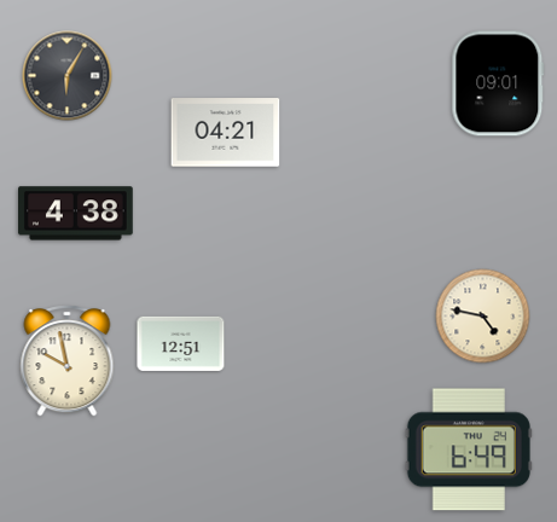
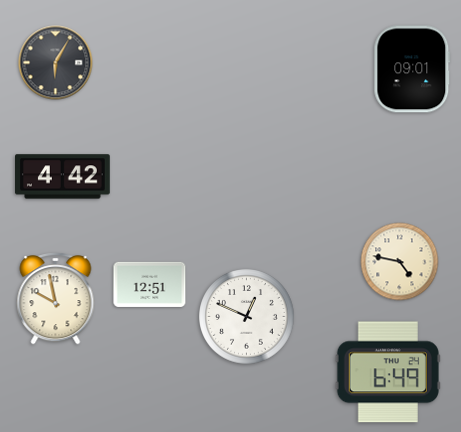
clock at (226, 133): 04:21 -> none
clock at (76, 214): 4:38 -> 4:42
clock at (247, 317): none -> 12:49
